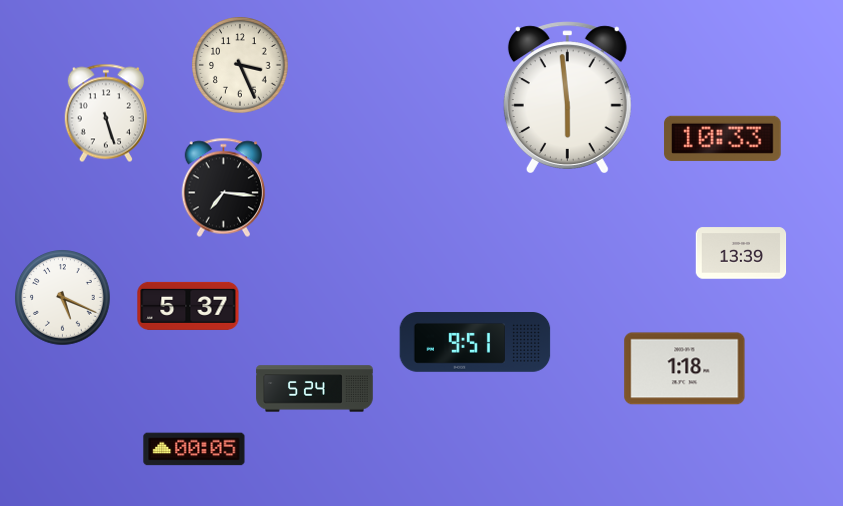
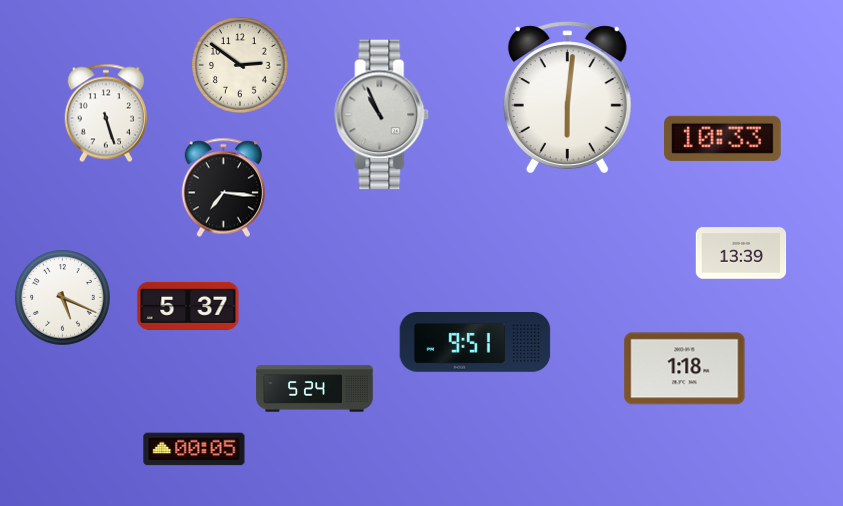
clock at (240, 65): 3:26 -> 2:51
clock at (567, 98): 5:59 -> 6:01
clock at (382, 115): none -> 10:56
